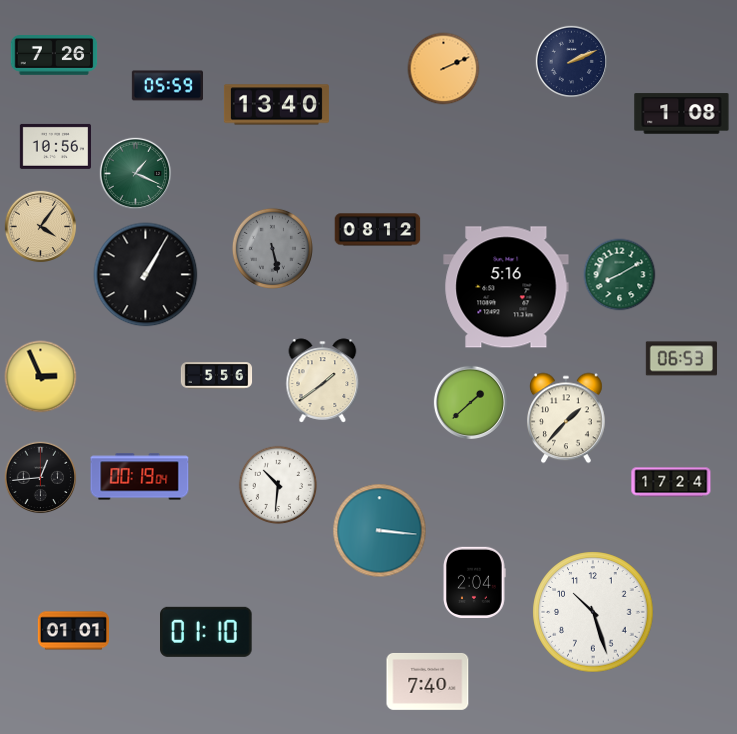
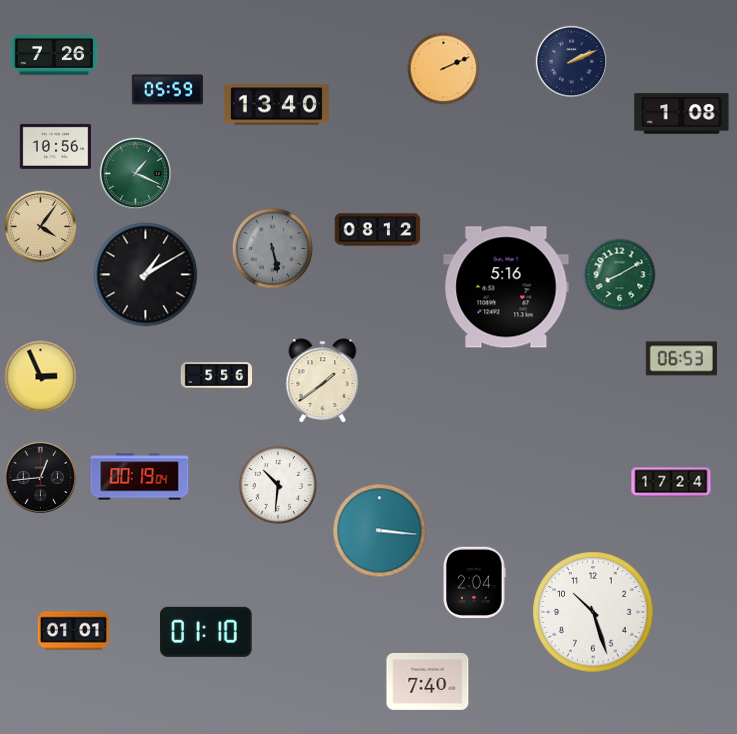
clock at (167, 86) position: (167, 86) -> (167, 90)
clock at (146, 275): 1:05 -> 1:10
clock at (470, 402): 1:38 -> none
clock at (567, 418): 1:37 -> none
